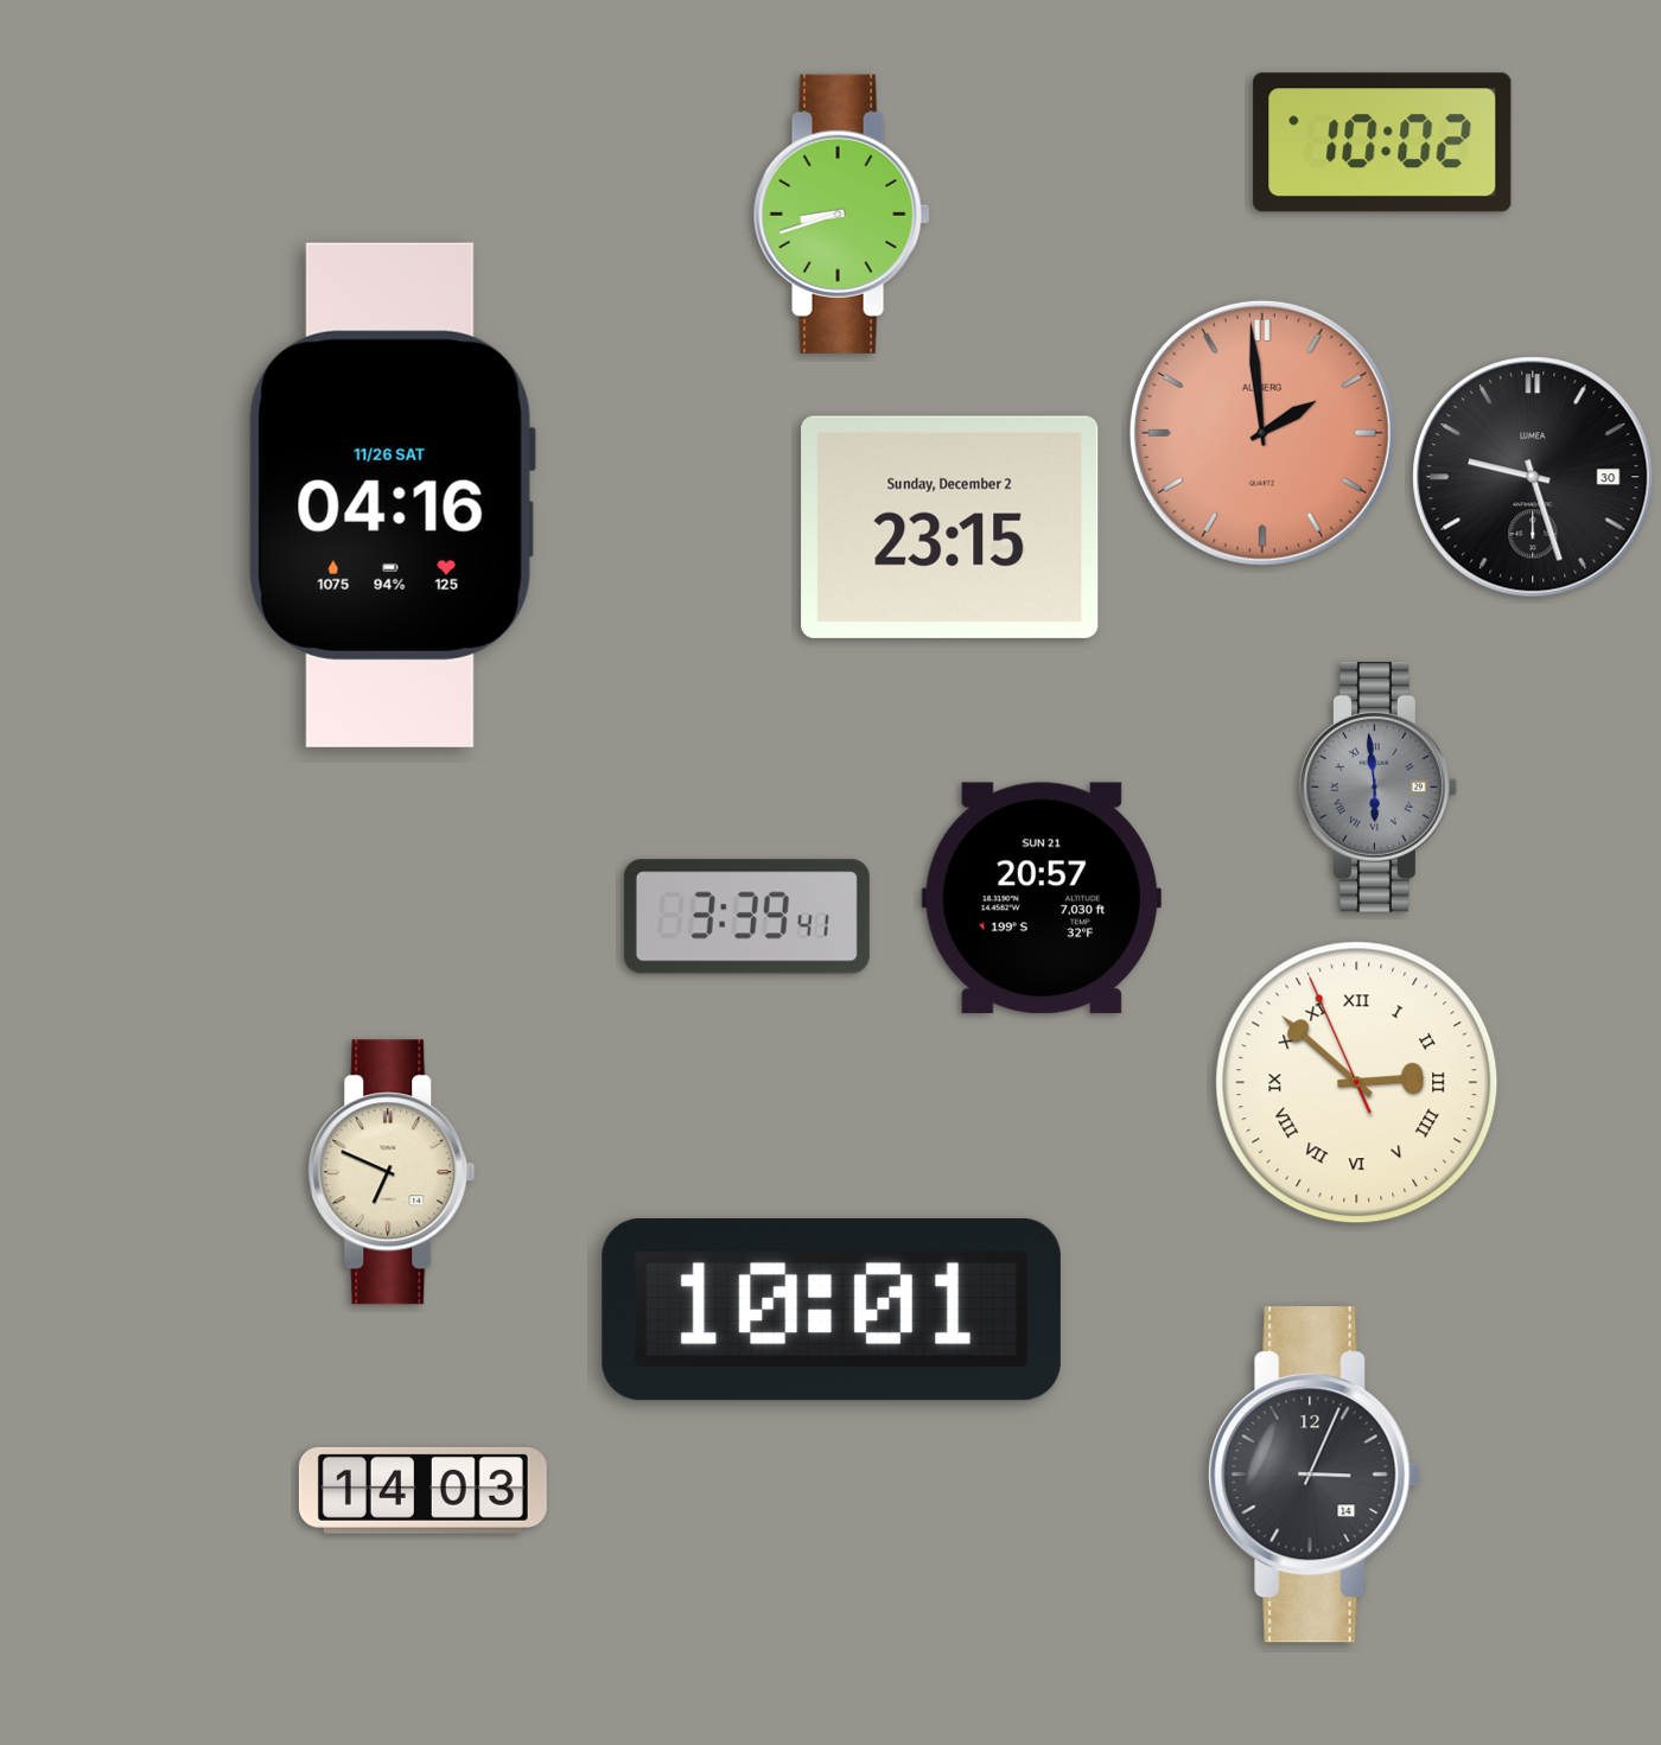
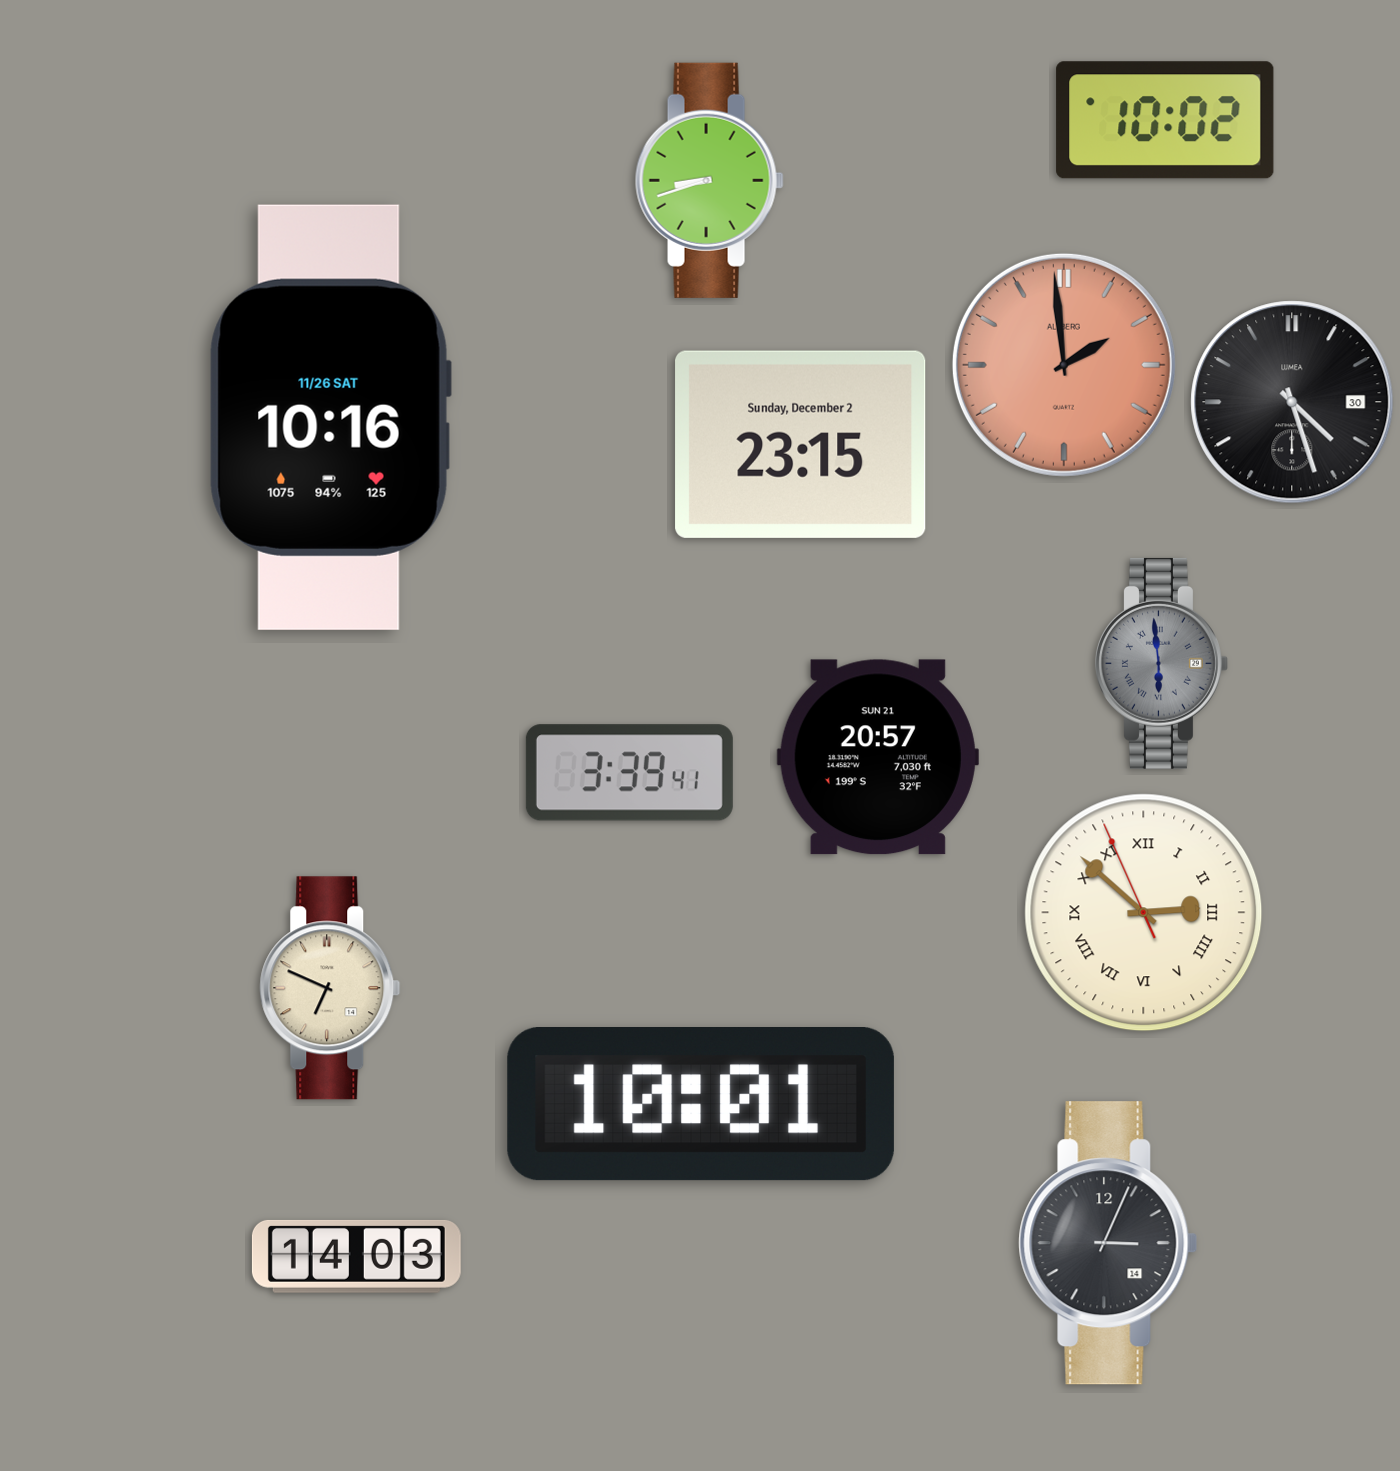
clock at (1533, 477): 9:27 -> 4:27
clock at (392, 495): 04:16 -> 10:16
